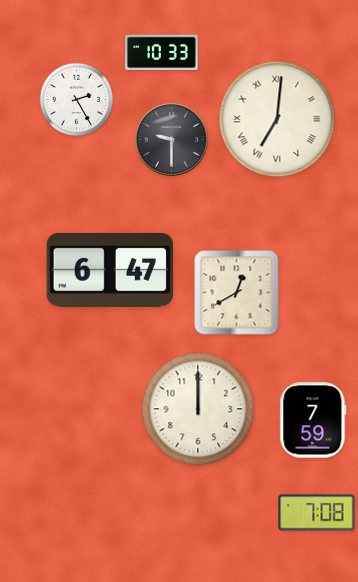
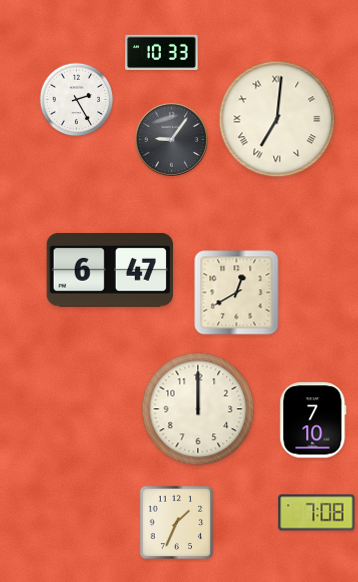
clock at (171, 139): 9:30 -> 9:06
clock at (313, 420): 7:59 -> 7:10
clock at (177, 523): none -> 1:34
